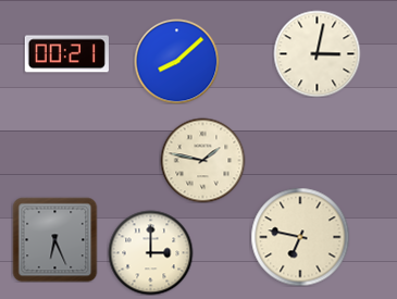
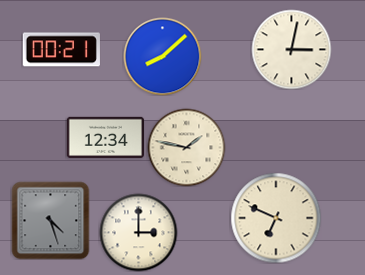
clock at (105, 137): none -> 12:34
clock at (300, 237): 6:47 -> 6:49
clock at (54, 239): 6:26 -> 4:27
